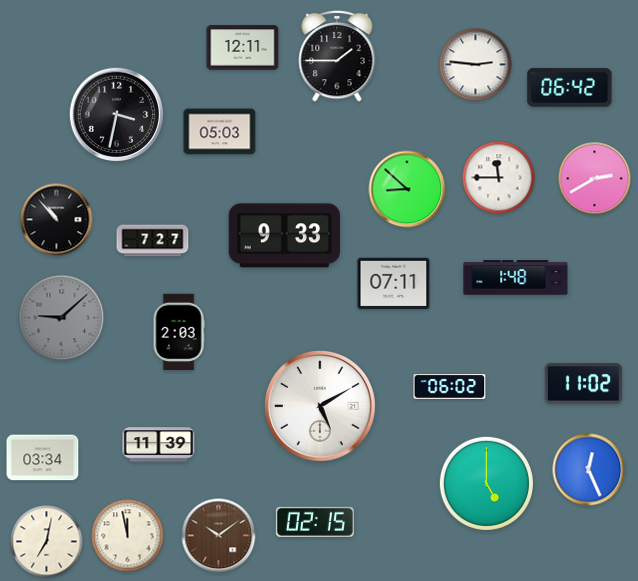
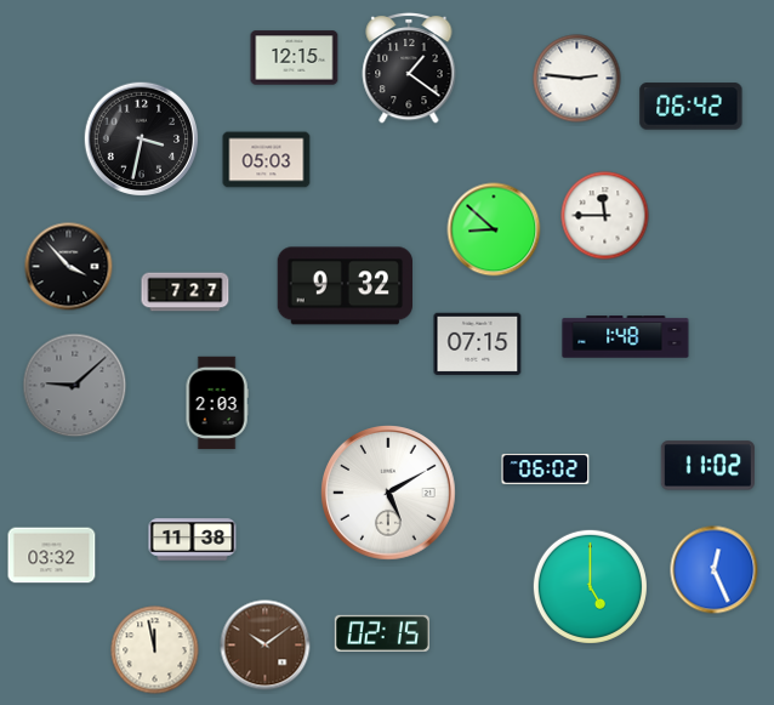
clock at (243, 48): 12:11 -> 12:15
clock at (337, 56): 1:45 -> 1:21
clock at (595, 179): 2:40 -> none
clock at (57, 220): 10:53 -> 3:53
clock at (284, 236): 9:33 -> 9:32
clock at (394, 284): 07:11 -> 07:15
clock at (159, 445): 11:39 -> 11:38
clock at (43, 458): 03:34 -> 03:32
clock at (219, 536) position: (219, 536) -> (266, 646)
clock at (47, 542): 7:02 -> none
